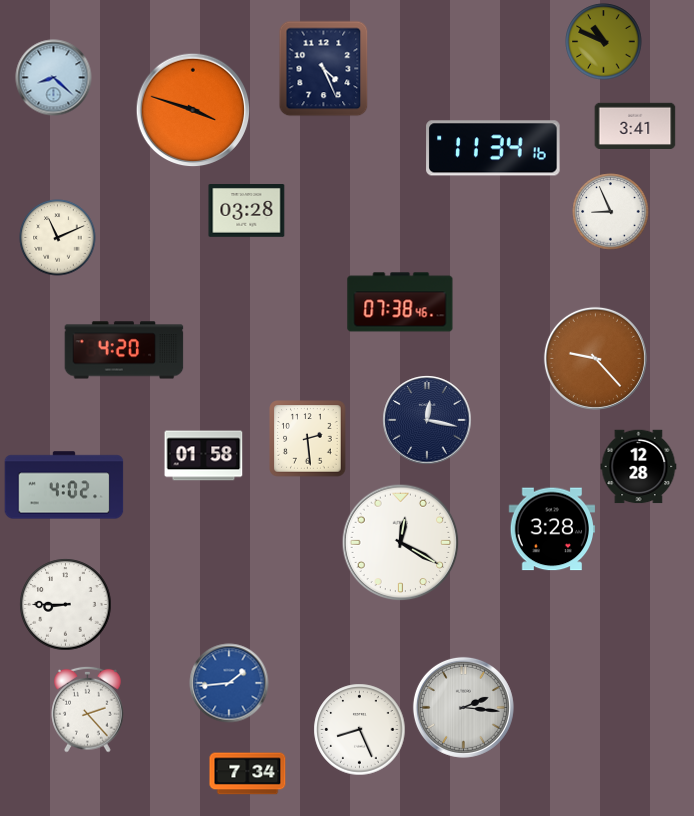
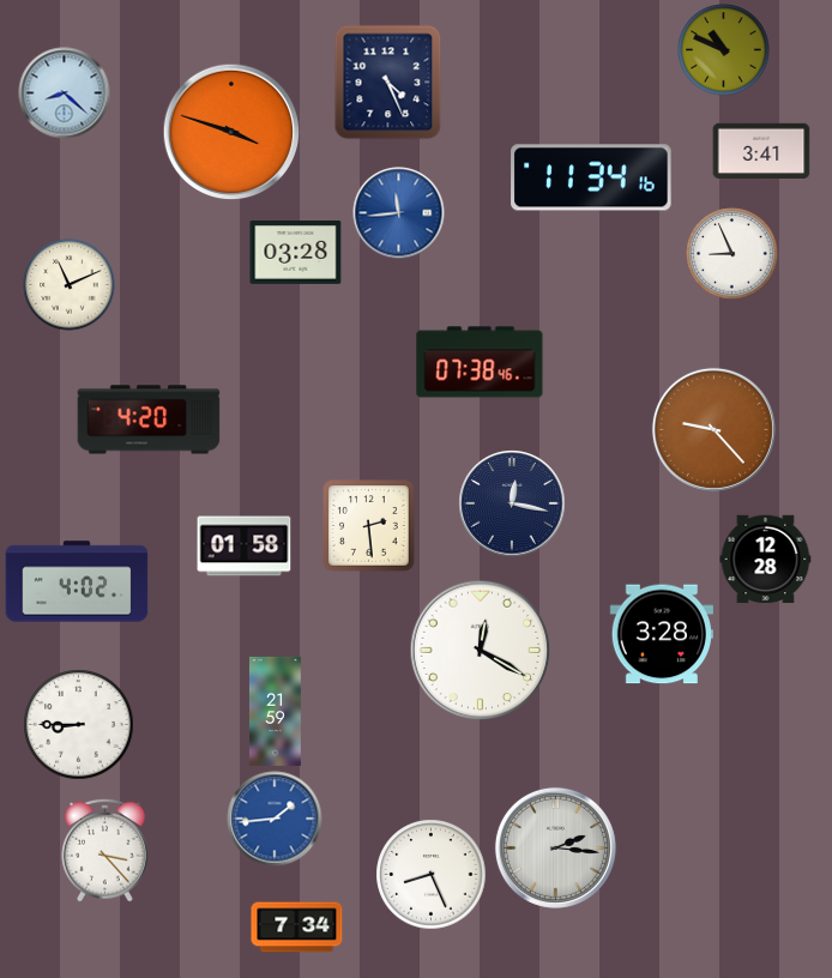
clock at (399, 213): none -> 11:44
clock at (275, 711): none -> 21:59
clock at (88, 709): 2:23 -> 3:23
